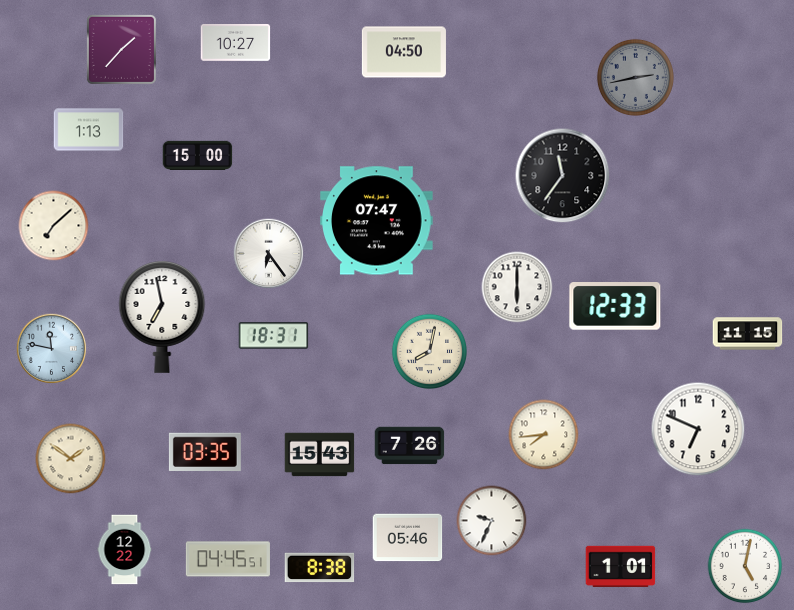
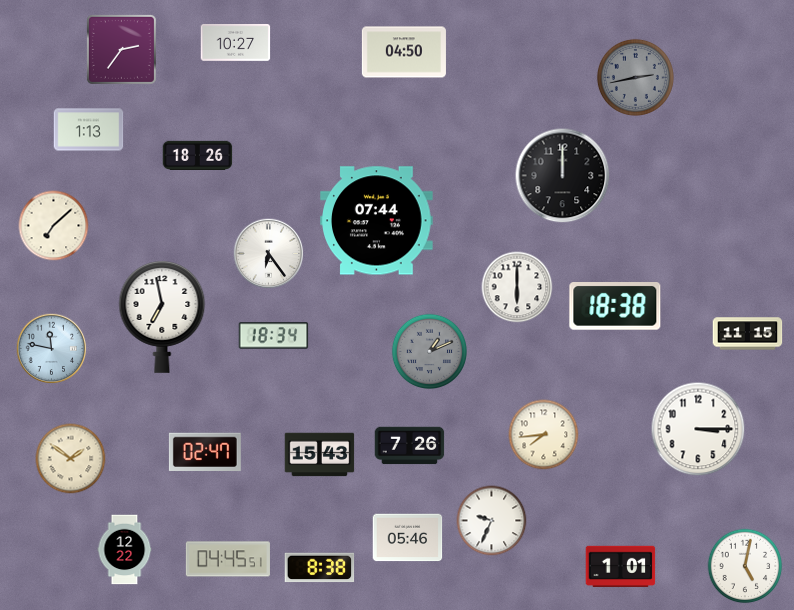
clock at (121, 49): 1:37 -> 2:36
clock at (198, 155): 15:00 -> 18:26
clock at (563, 176): 11:36 -> 12:00
clock at (377, 221): 07:47 -> 07:44
clock at (615, 307): 12:33 -> 18:38
clock at (274, 336): 18:31 -> 18:34
clock at (429, 351): 8:02 -> 1:11
clock at (429, 351) dial: cream -> grey
clock at (698, 429): 6:49 -> 3:15
clock at (205, 451): 03:35 -> 02:47
